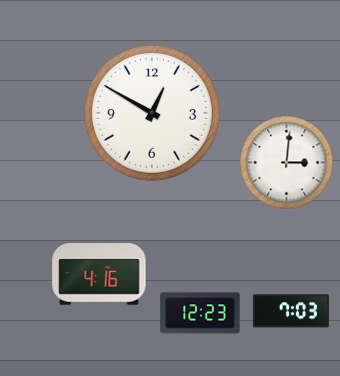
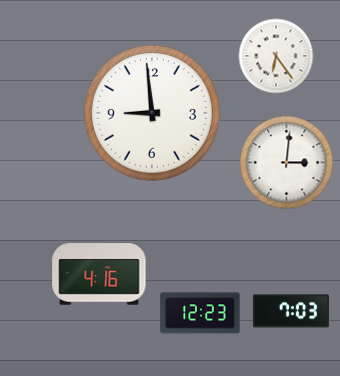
clock at (276, 56): none -> 6:24
clock at (152, 113): 12:50 -> 8:59
